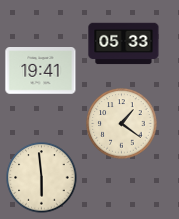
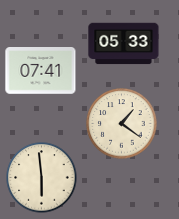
clock at (41, 71): 19:41 -> 07:41
